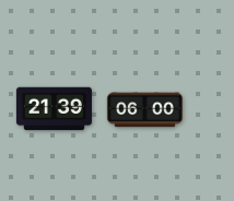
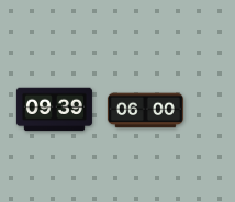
clock at (54, 109): 21:39 -> 09:39
